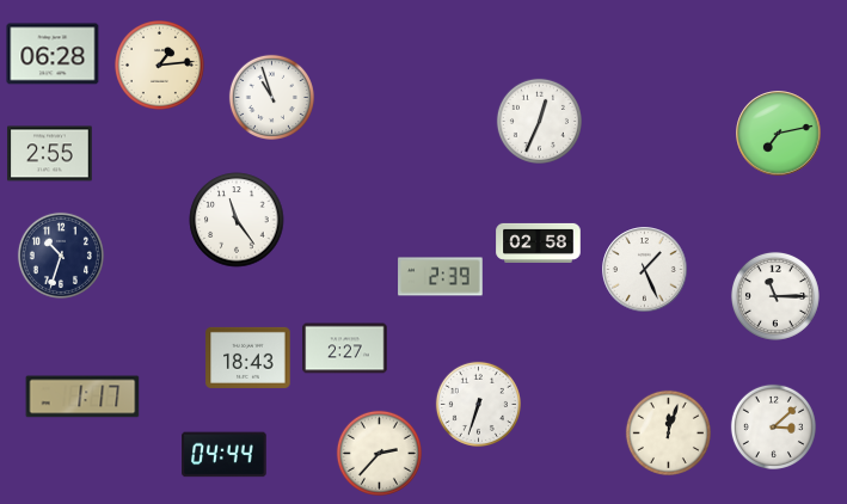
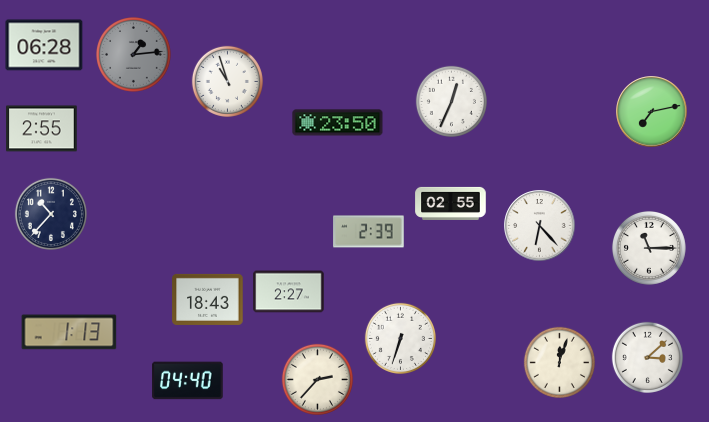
clock at (160, 66) dial: cream -> grey
clock at (338, 123): none -> 23:50
clock at (237, 220): 11:24 -> none
clock at (539, 242): 02:58 -> 02:55
clock at (61, 256): 10:33 -> 10:37
clock at (645, 270): 1:26 -> 6:23
clock at (82, 397): 1:17 -> 1:13
clock at (225, 455): 04:44 -> 04:40
